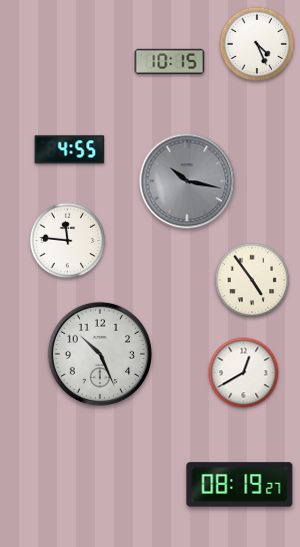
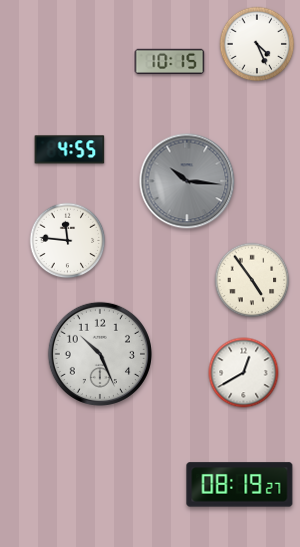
clock at (187, 181): 10:17 -> 10:16
